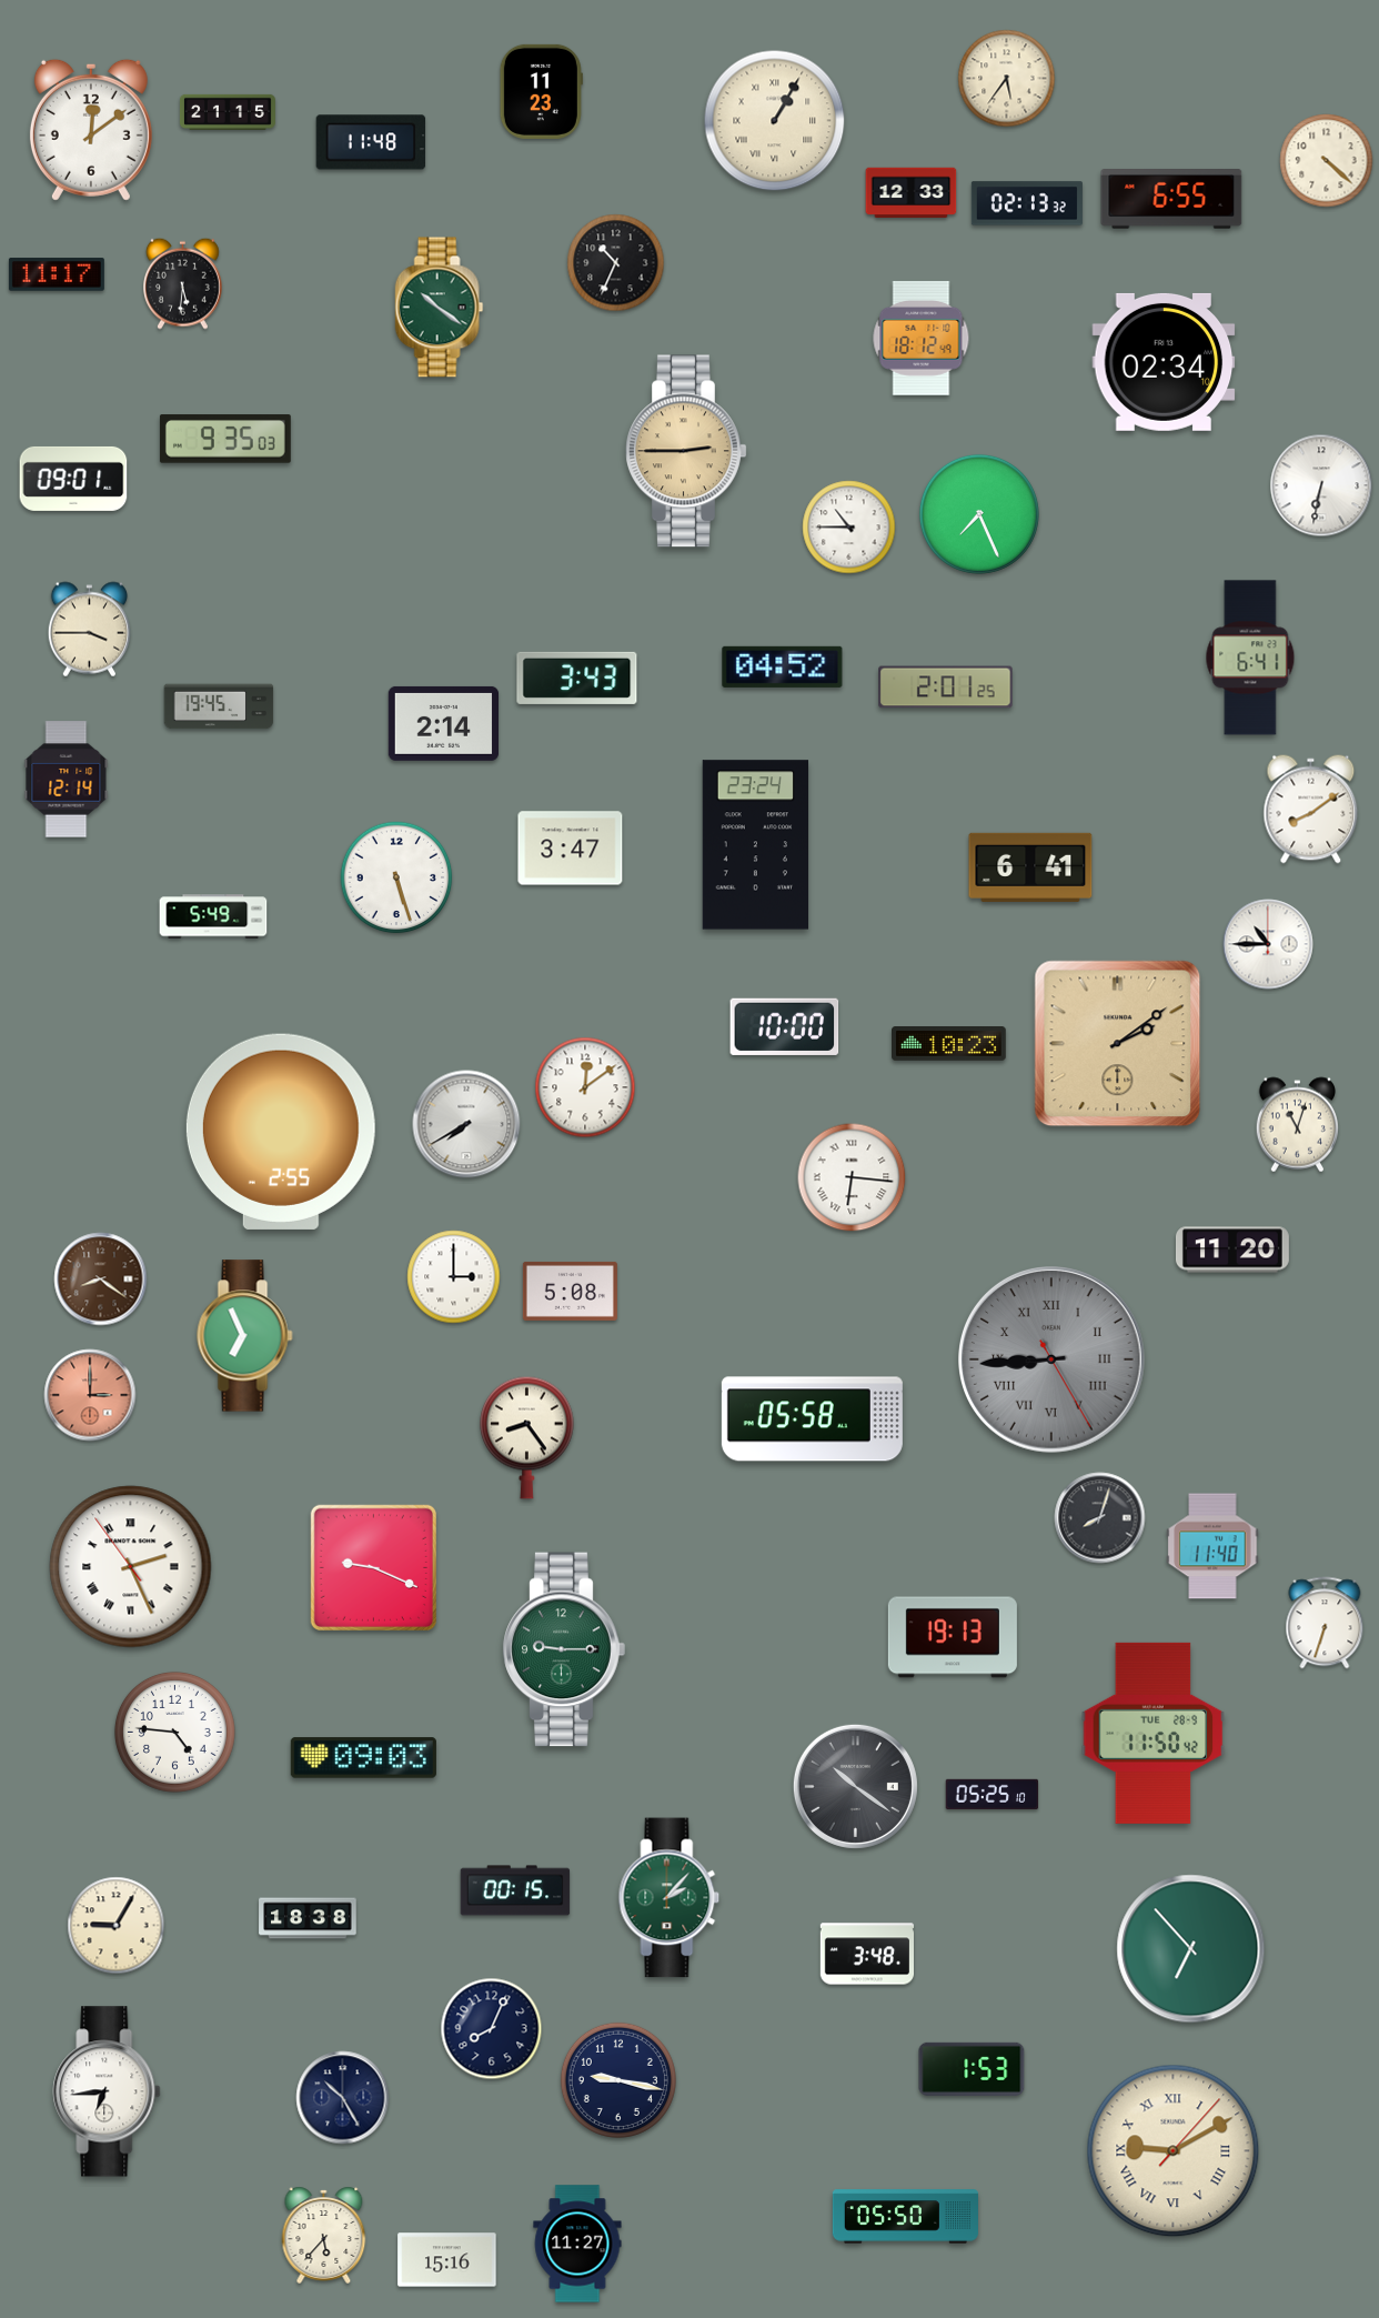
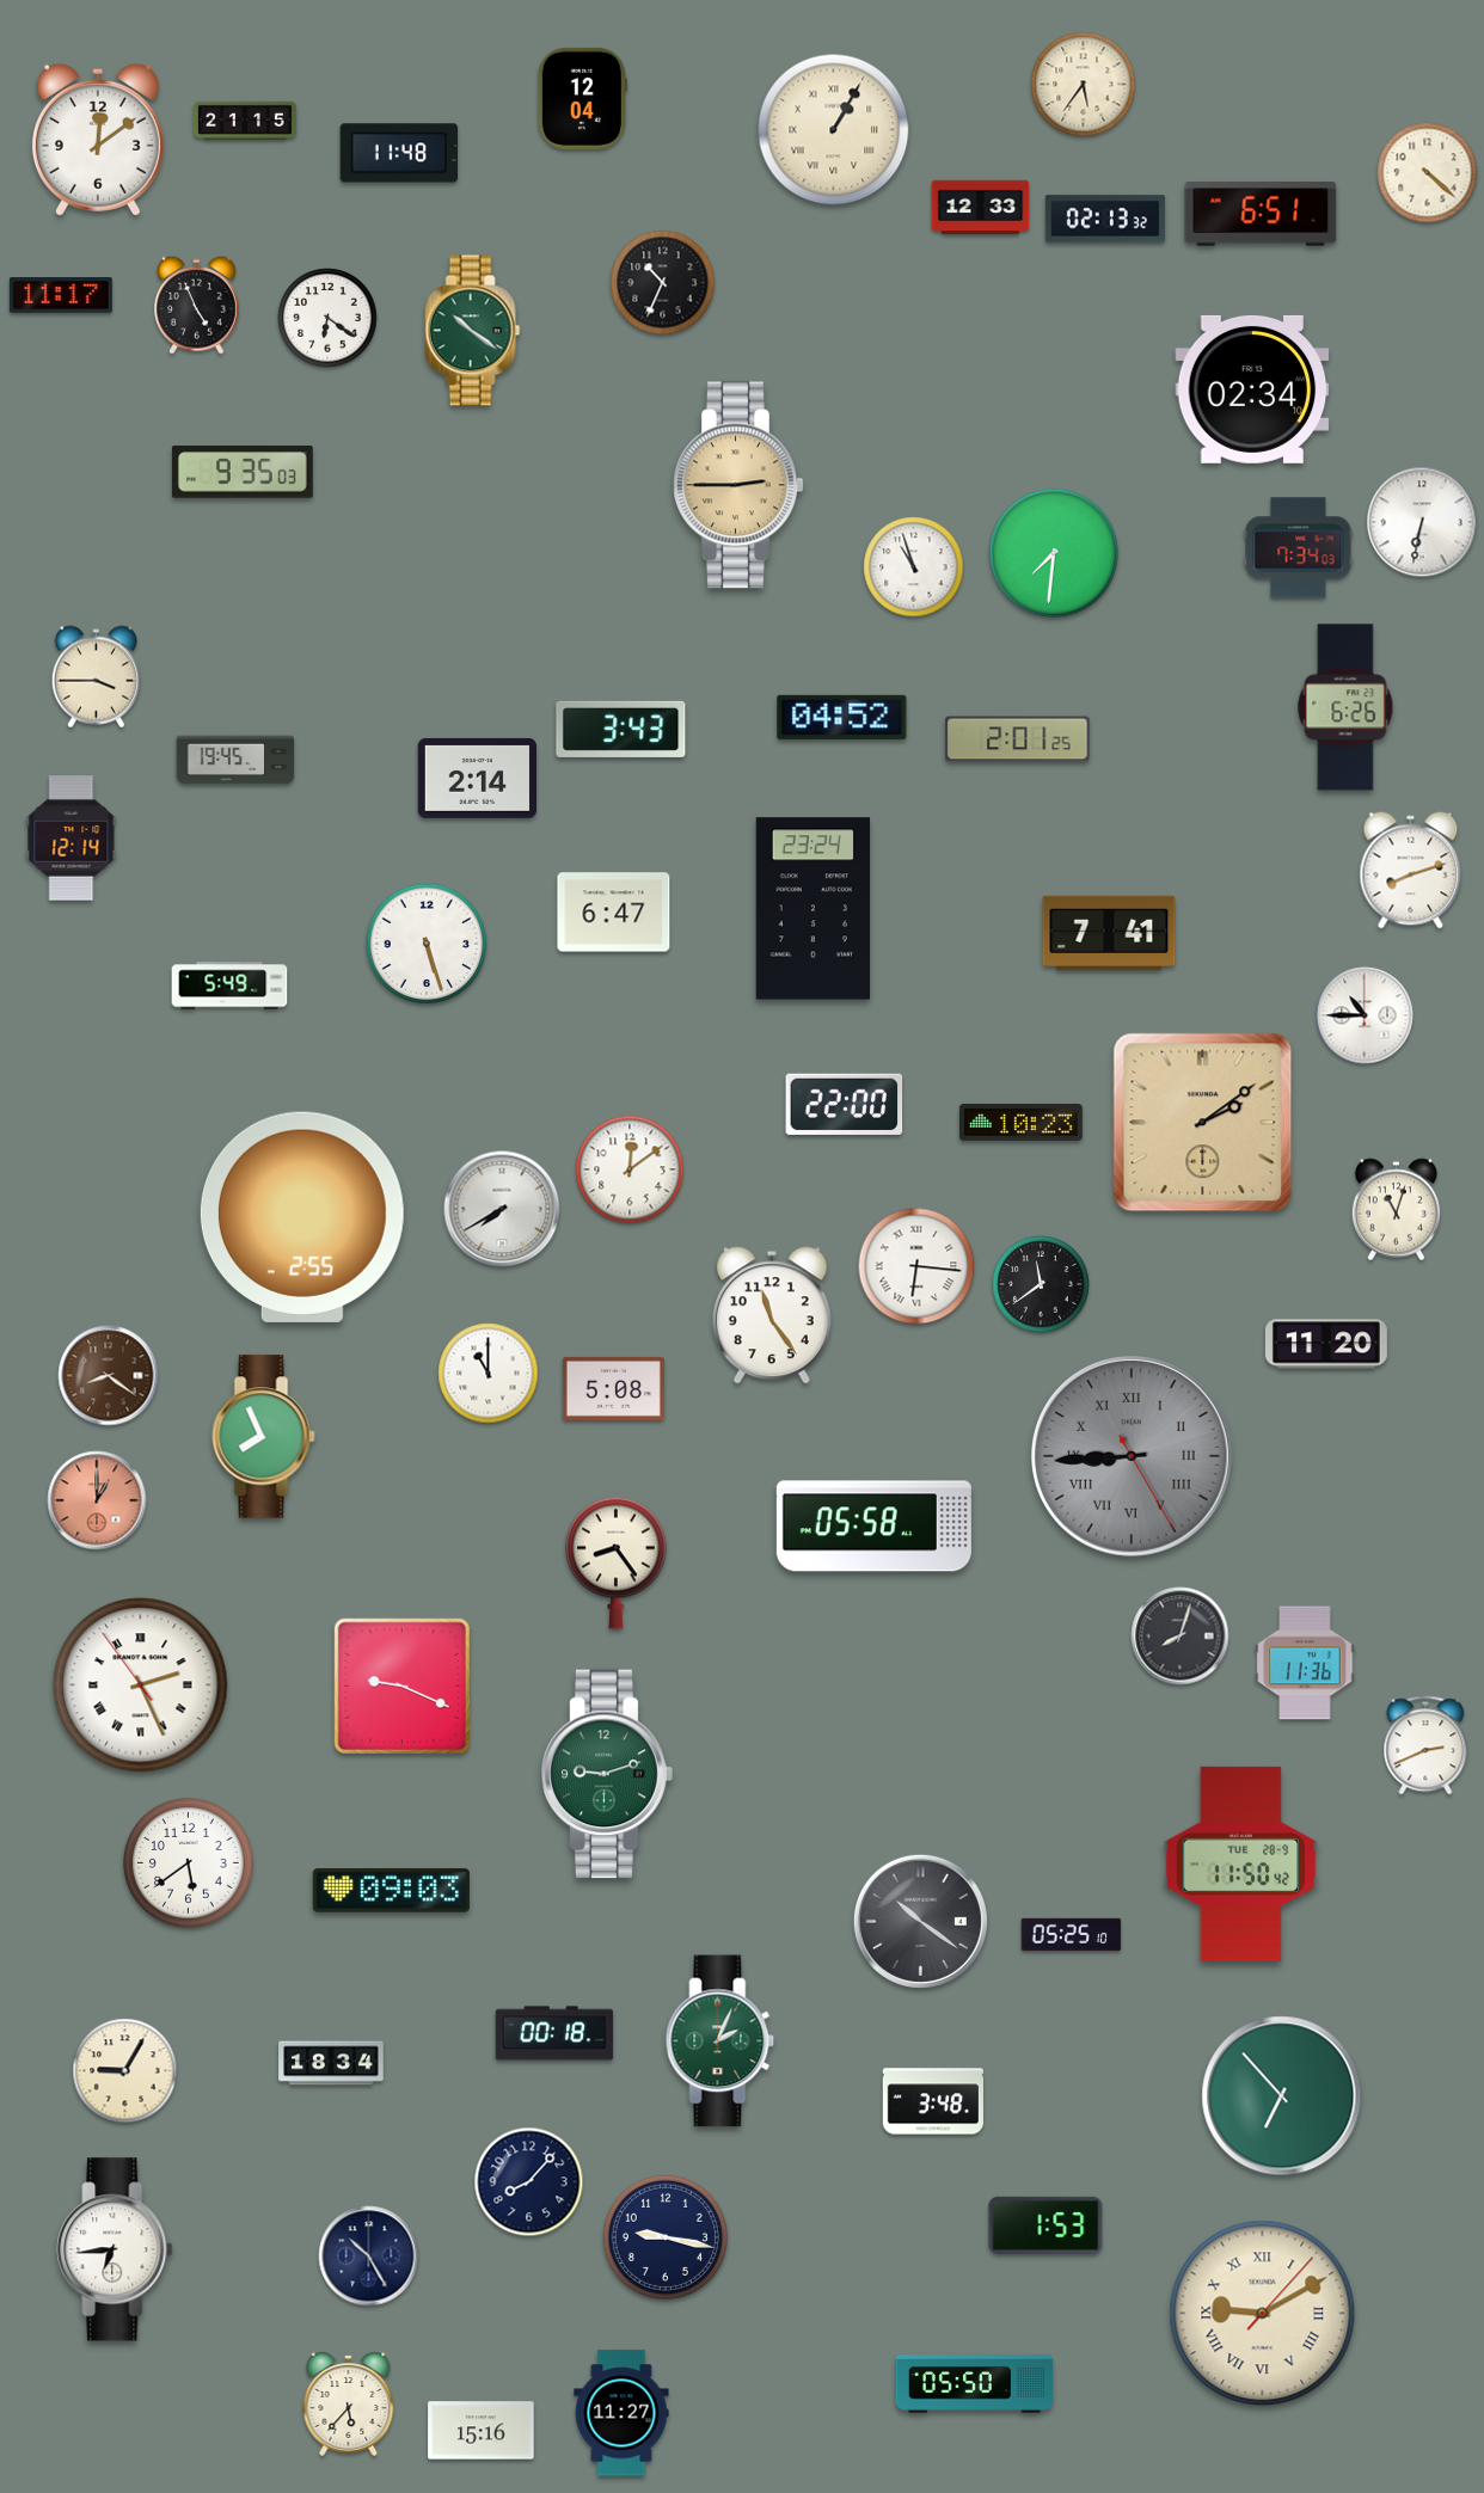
clock at (541, 91): 11:23 -> 12:04
clock at (1171, 200): 6:55 -> 6:51
clock at (183, 283): 5:31 -> 4:56
clock at (327, 318): none -> 6:21
clock at (922, 338): 18:12 -> none
clock at (73, 479): 09:01 -> none
clock at (1299, 548): none -> 7:34
clock at (979, 514): 7:26 -> 7:31
clock at (849, 528): 10:45 -> 10:57
clock at (1250, 658): 6:41 -> 6:26
clock at (1311, 810): 8:09 -> 8:12
clock at (571, 849): 3:47 -> 6:47
clock at (1030, 867): 6:41 -> 7:41
clock at (785, 1026): 10:00 -> 22:00
clock at (1041, 1284): none -> 11:39
clock at (772, 1315): none -> 11:24
clock at (454, 1277): 3:00 -> 11:00
clock at (245, 1336): 6:56 -> 7:56
clock at (1053, 1361) position: (1053, 1361) -> (1133, 1457)
clock at (90, 1395): 3:00 -> 1:00
clock at (527, 1437) position: (527, 1437) -> (617, 1562)
clock at (1100, 1518) position: (1100, 1518) -> (1181, 1637)
clock at (1212, 1546): 11:40 -> 11:36
clock at (1325, 1623): 6:33 -> 2:41
clock at (953, 1637): 19:13 -> none
clock at (564, 1649): 9:15 -> 9:12
clock at (174, 1732): 4:46 -> 5:39
clock at (993, 1794) position: (993, 1794) -> (1072, 1934)
clock at (515, 1890): 00:15 -> 00:18
clock at (670, 1898): 2:07 -> 2:04
clock at (308, 1918): 18:38 -> 18:34
clock at (492, 2029): 8:04 -> 8:07
